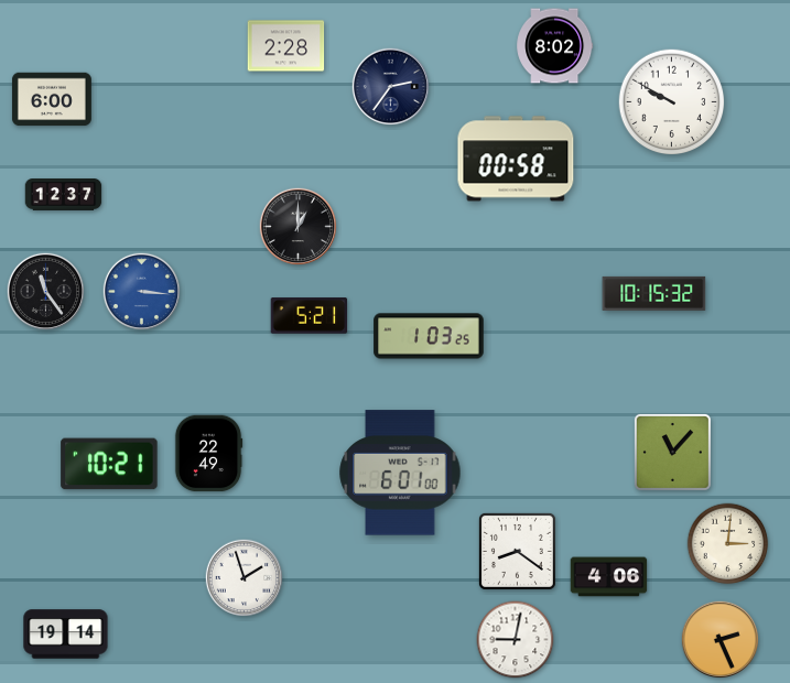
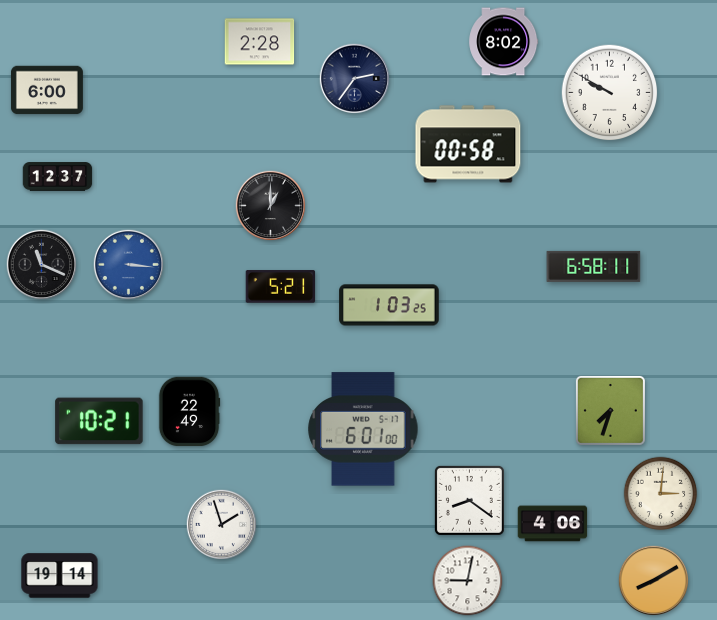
clock at (46, 292): 11:24 -> 11:19
clock at (654, 293): 10:15 -> 6:58
clock at (672, 452): 11:07 -> 7:33
clock at (721, 640): 2:26 -> 8:10
